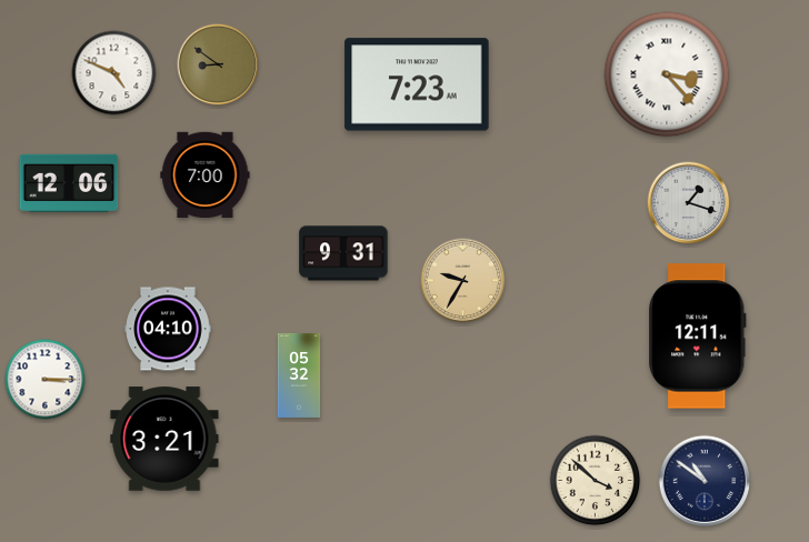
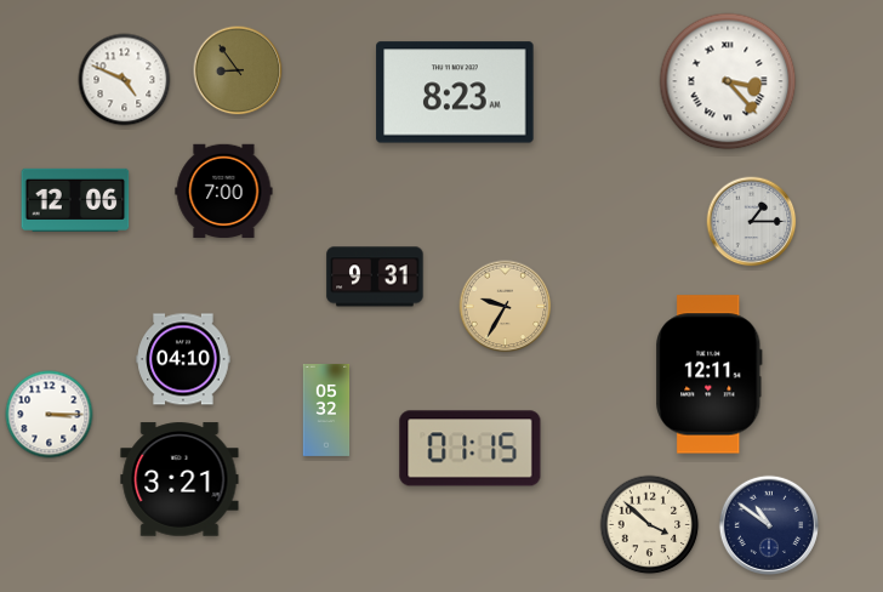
clock at (218, 64): 8:51 -> 8:54
clock at (417, 84): 7:23 -> 8:23
clock at (689, 203): 1:18 -> 1:15
clock at (698, 337) position: (698, 337) -> (710, 375)
clock at (471, 449): none -> 01:15
